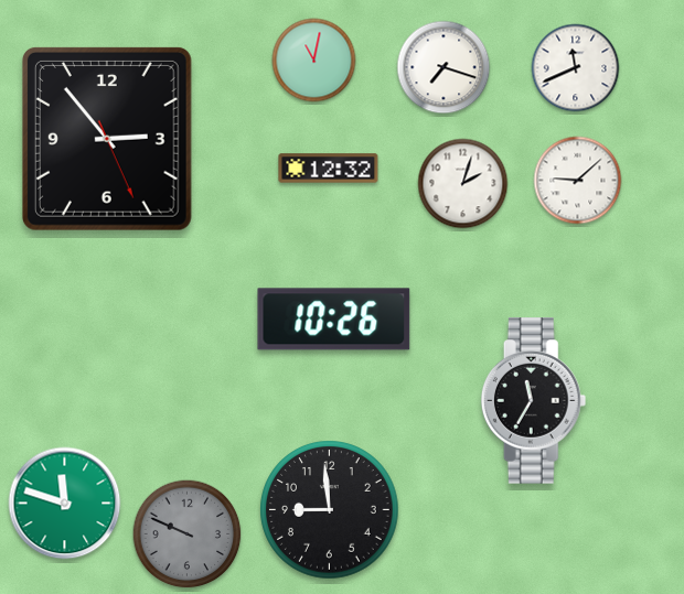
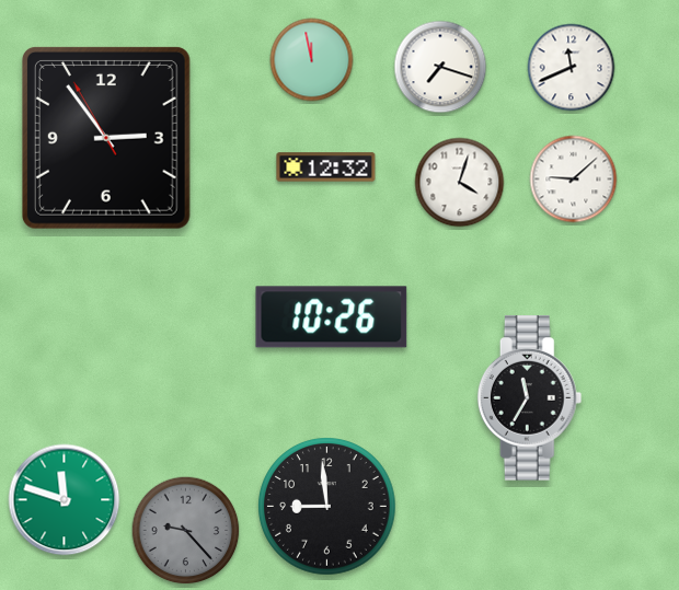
clock at (314, 61): 11:02 -> 11:58
clock at (107, 139): 2:53:26 -> 2:53:55
clock at (463, 184): 2:03 -> 4:03
clock at (188, 534): 9:49 -> 9:23
